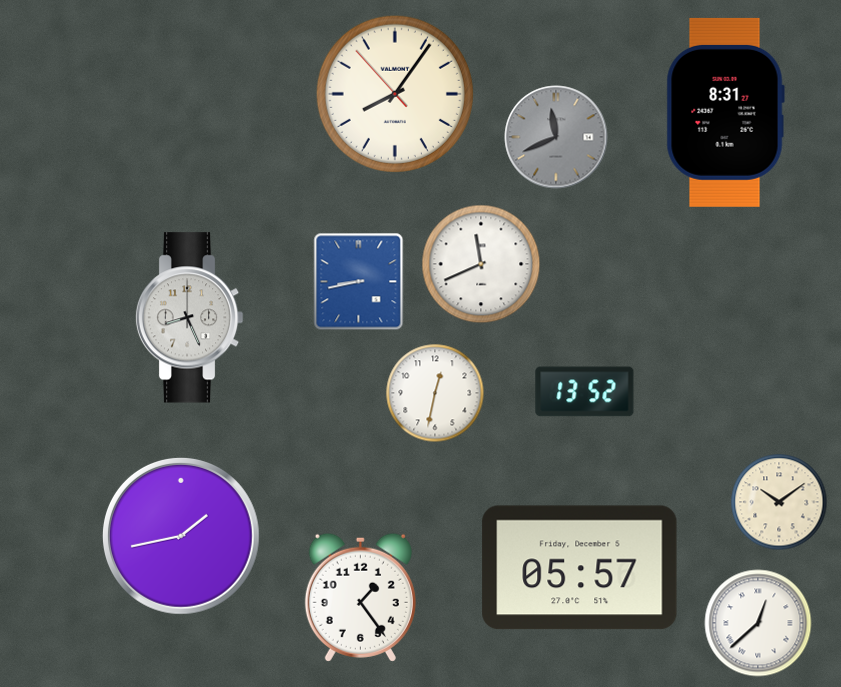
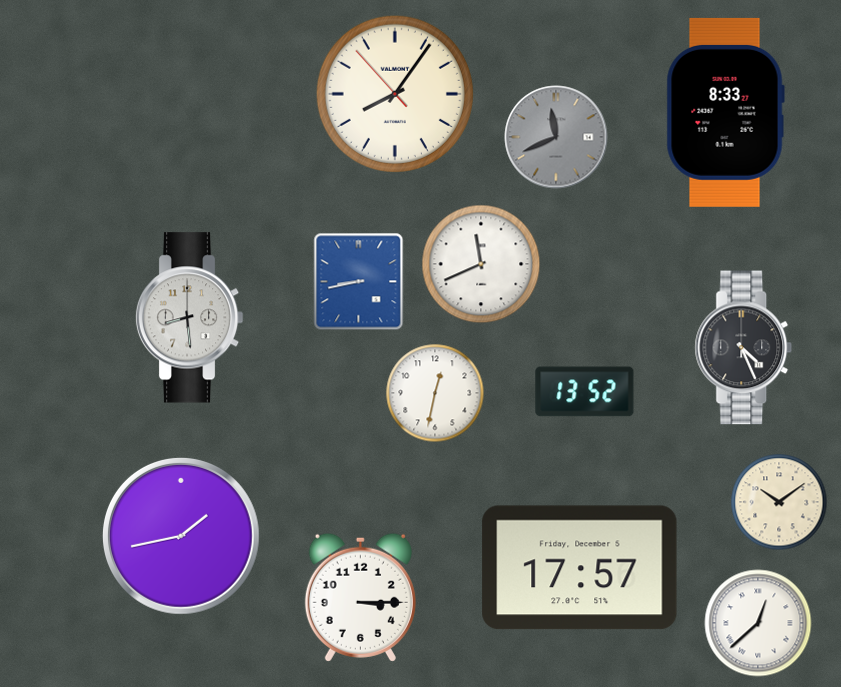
clock at (725, 112): 8:31 -> 8:33
clock at (189, 318): 8:26 -> 8:29
clock at (744, 348): none -> 4:26
clock at (580, 568): 05:57 -> 17:57
clock at (360, 597): 1:24 -> 3:15
